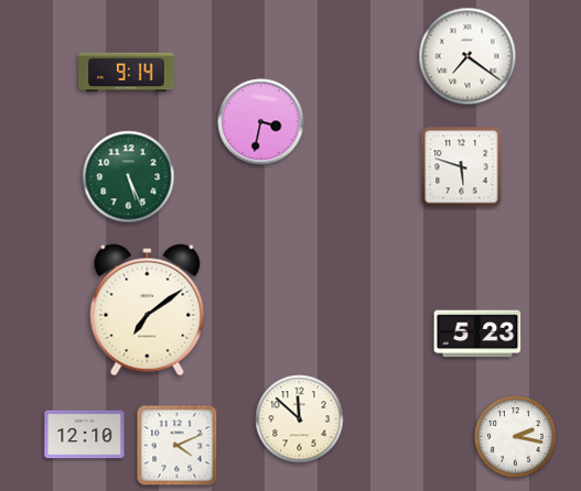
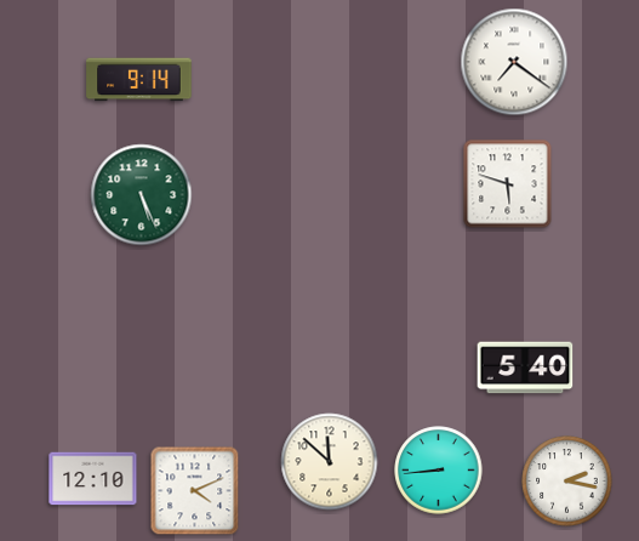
clock at (261, 122): 3:32 -> none
clock at (148, 310): 7:09 -> none
clock at (477, 334): 5:23 -> 5:40
clock at (439, 471): none -> 8:44
